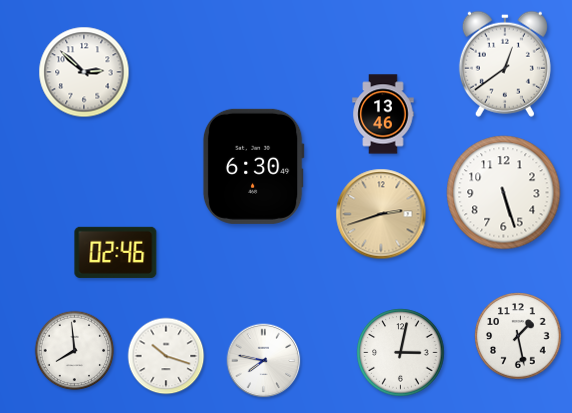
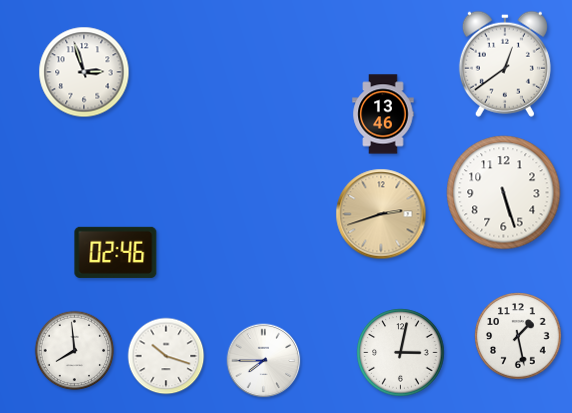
clock at (84, 72): 2:52 -> 2:57
clock at (253, 166): 6:30 -> none
clock at (264, 361): 7:47 -> 7:45
